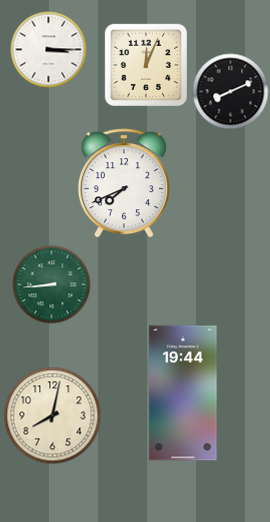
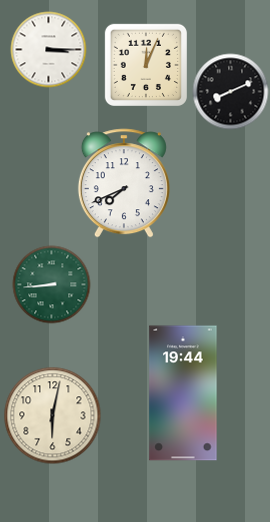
clock at (53, 416): 8:02 -> 6:02
